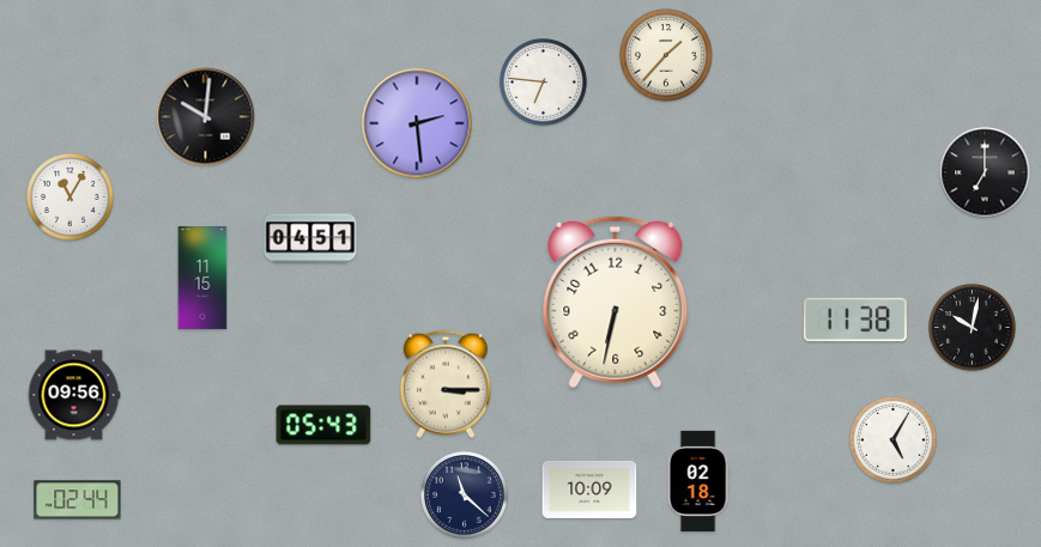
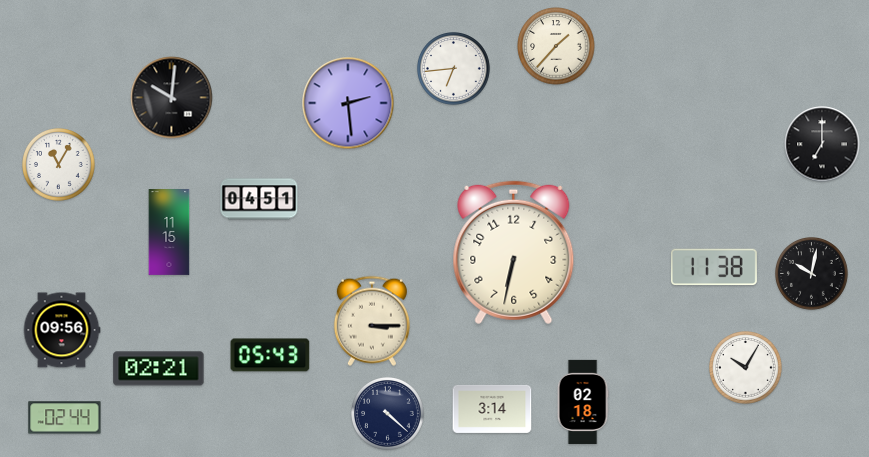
clock at (544, 83): 6:46 -> 6:44
clock at (894, 440): 5:05 -> 10:05
clock at (159, 369): none -> 02:21
clock at (589, 490): 10:09 -> 3:14
clock at (465, 496): 11:22 -> 4:22
